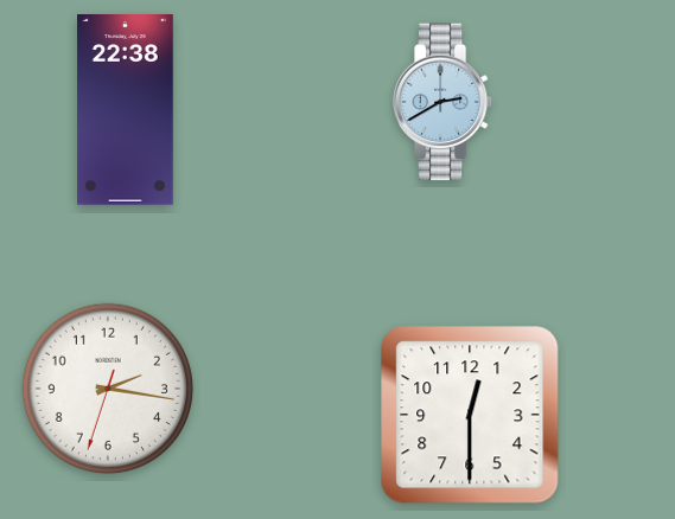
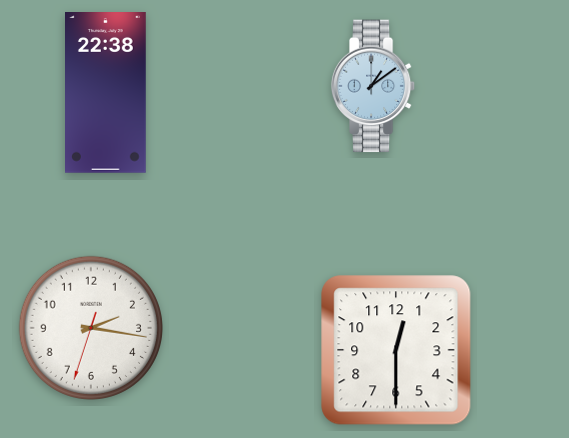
clock at (442, 102): 2:40 -> 1:09
